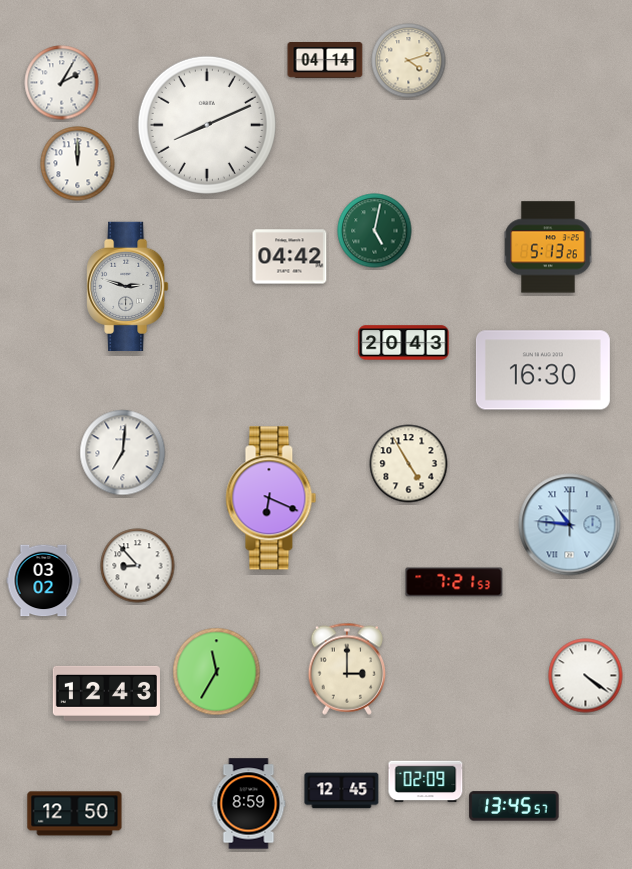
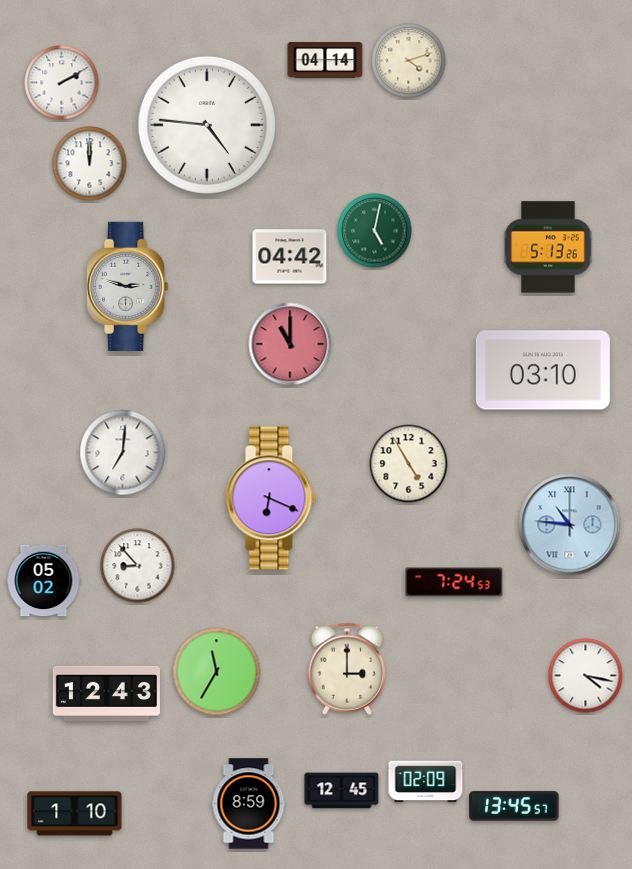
clock at (62, 83): 2:05 -> 2:10
clock at (207, 125): 8:11 -> 4:46
clock at (78, 164) position: (78, 164) -> (90, 164)
clock at (404, 343): 20:43 -> none
clock at (290, 344): none -> 11:00
clock at (543, 370): 16:30 -> 03:10
clock at (44, 581): 03:02 -> 05:02
clock at (454, 582): 7:21 -> 7:24
clock at (586, 676): 4:21 -> 4:17
clock at (75, 814): 12:50 -> 1:10
